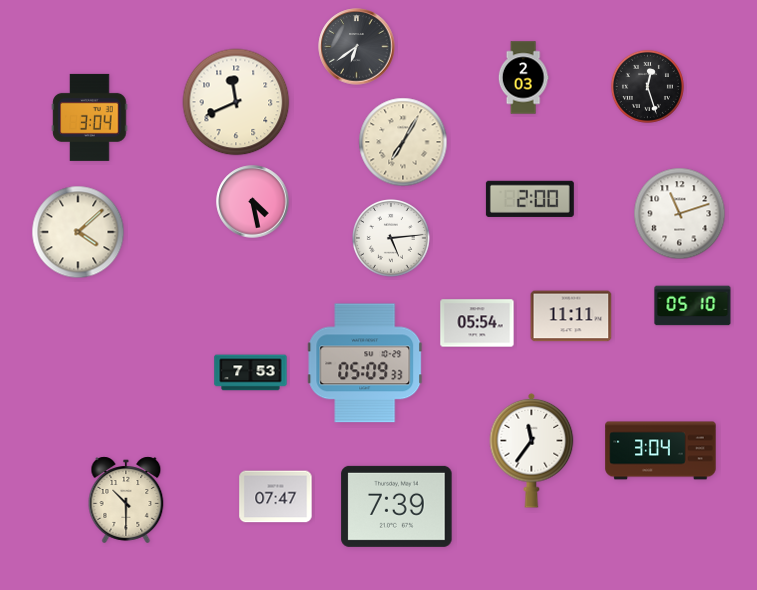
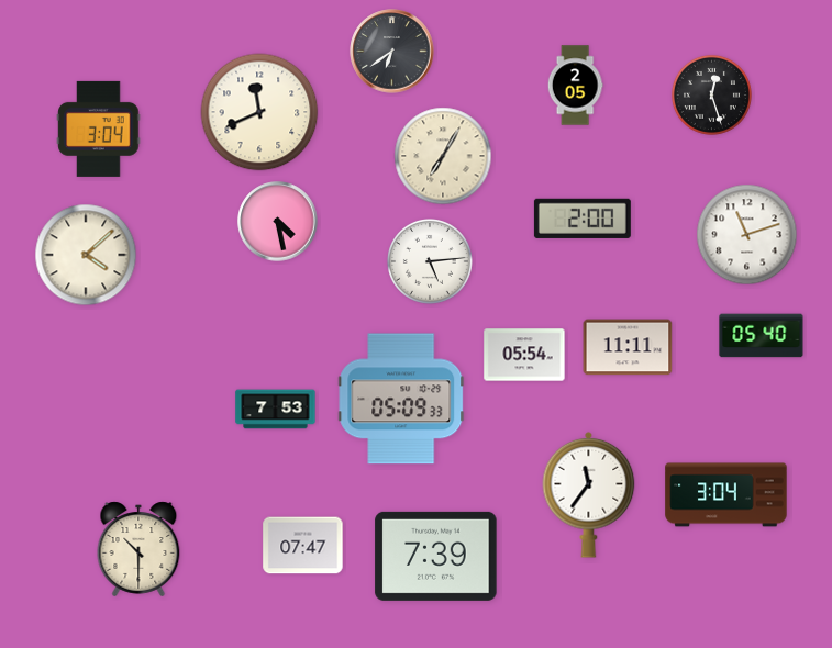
clock at (523, 78): 2:03 -> 2:05
clock at (693, 306): 05:10 -> 05:40
clock at (532, 450) position: (532, 450) -> (589, 494)
